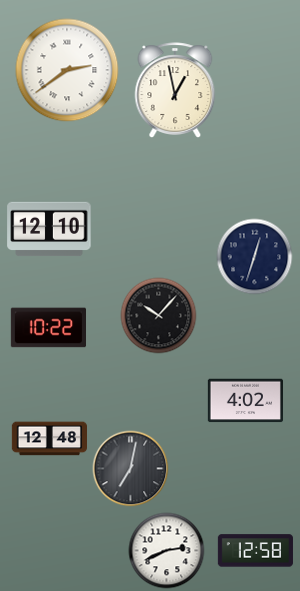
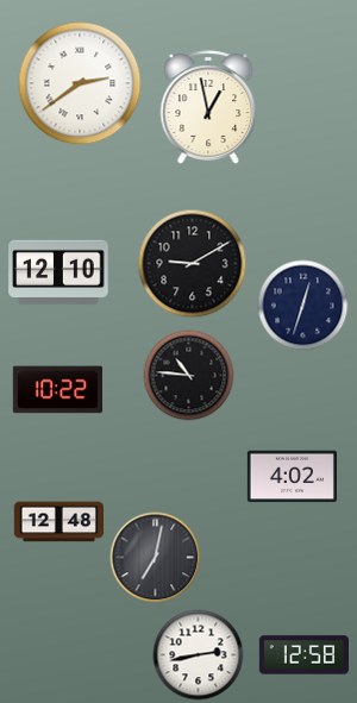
clock at (193, 264): none -> 9:10
clock at (159, 316): 10:07 -> 10:46
clock at (167, 551): 2:41 -> 2:43
